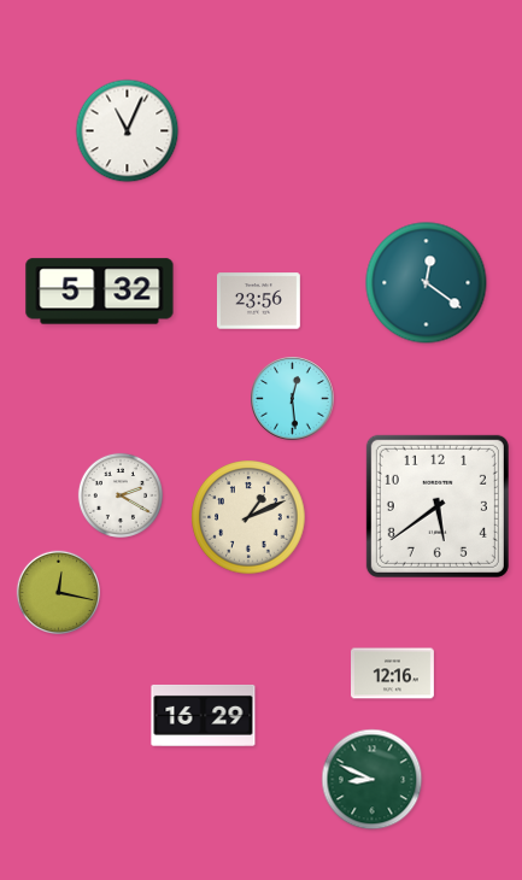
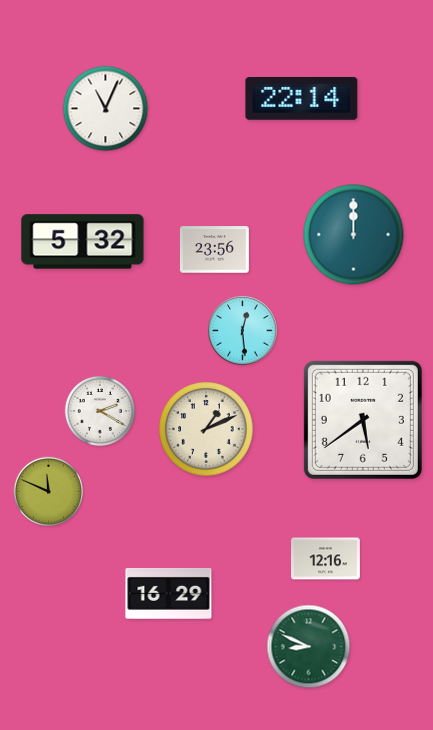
clock at (302, 99): none -> 22:14
clock at (427, 283): 12:21 -> 12:00
clock at (58, 592): 12:17 -> 11:49
